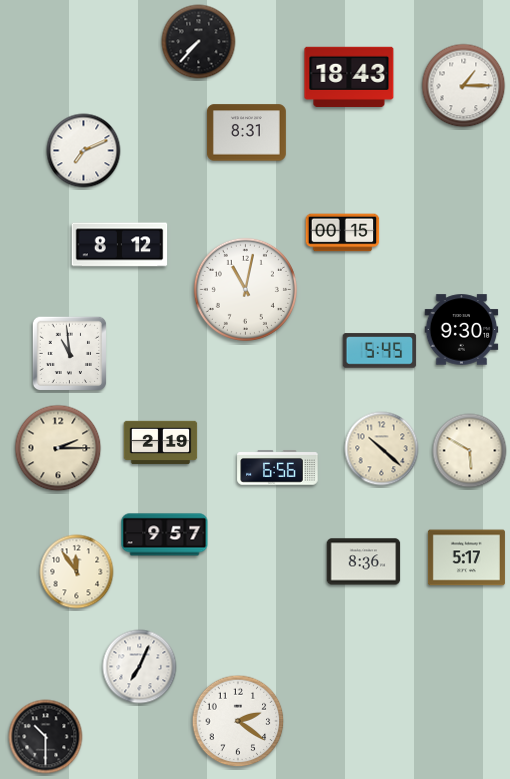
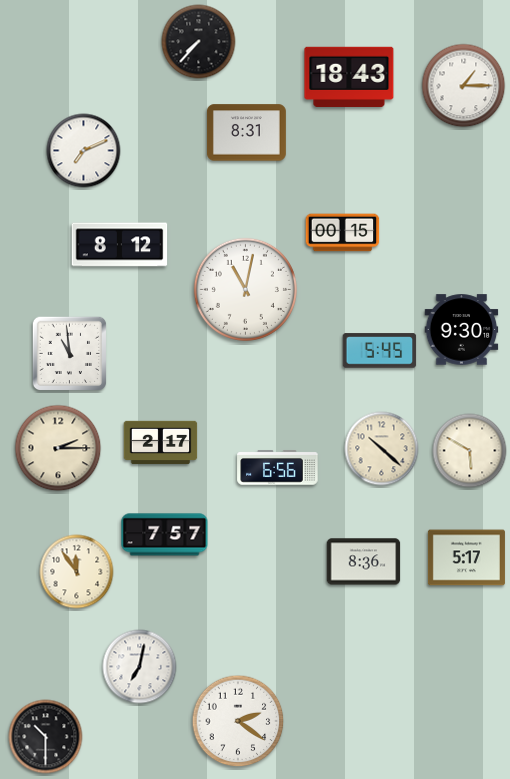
clock at (161, 443): 2:19 -> 2:17
clock at (165, 535): 9:57 -> 7:57
clock at (140, 667): 7:04 -> 7:02
